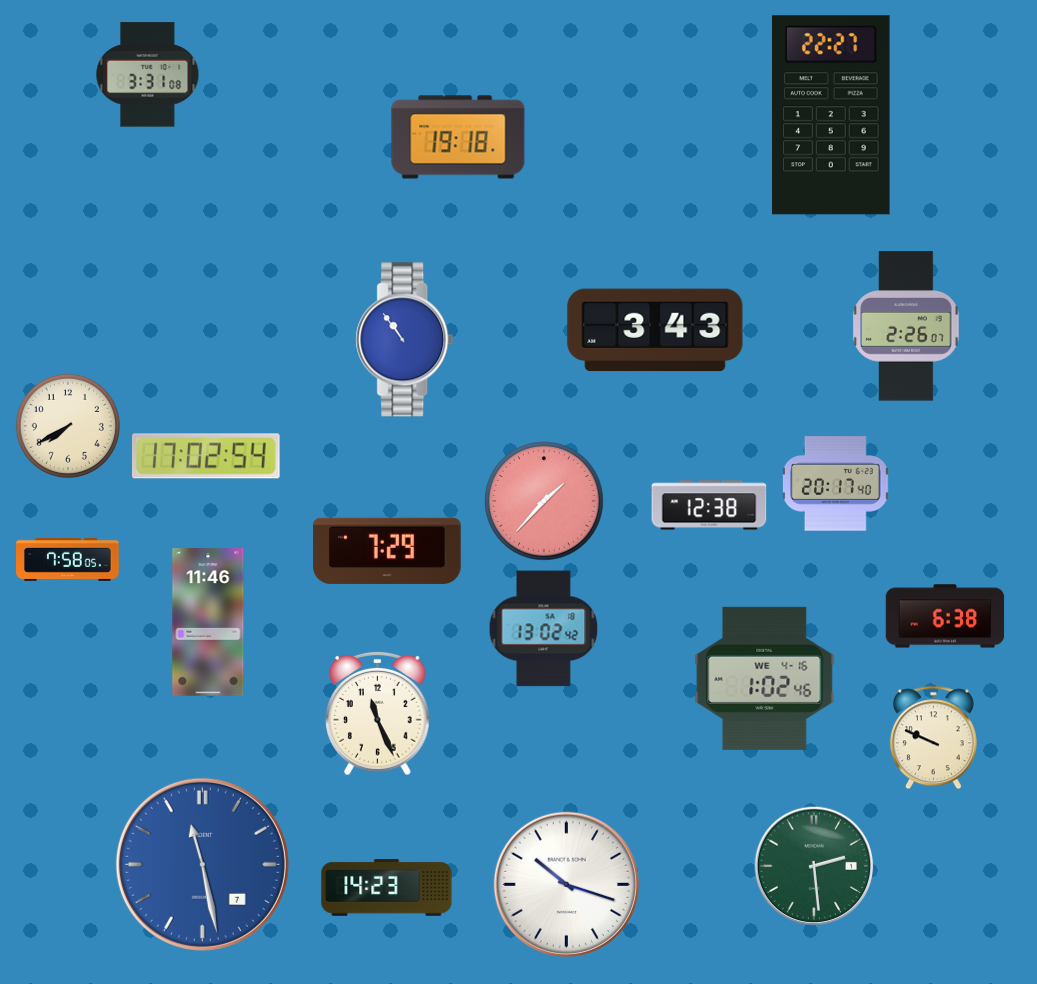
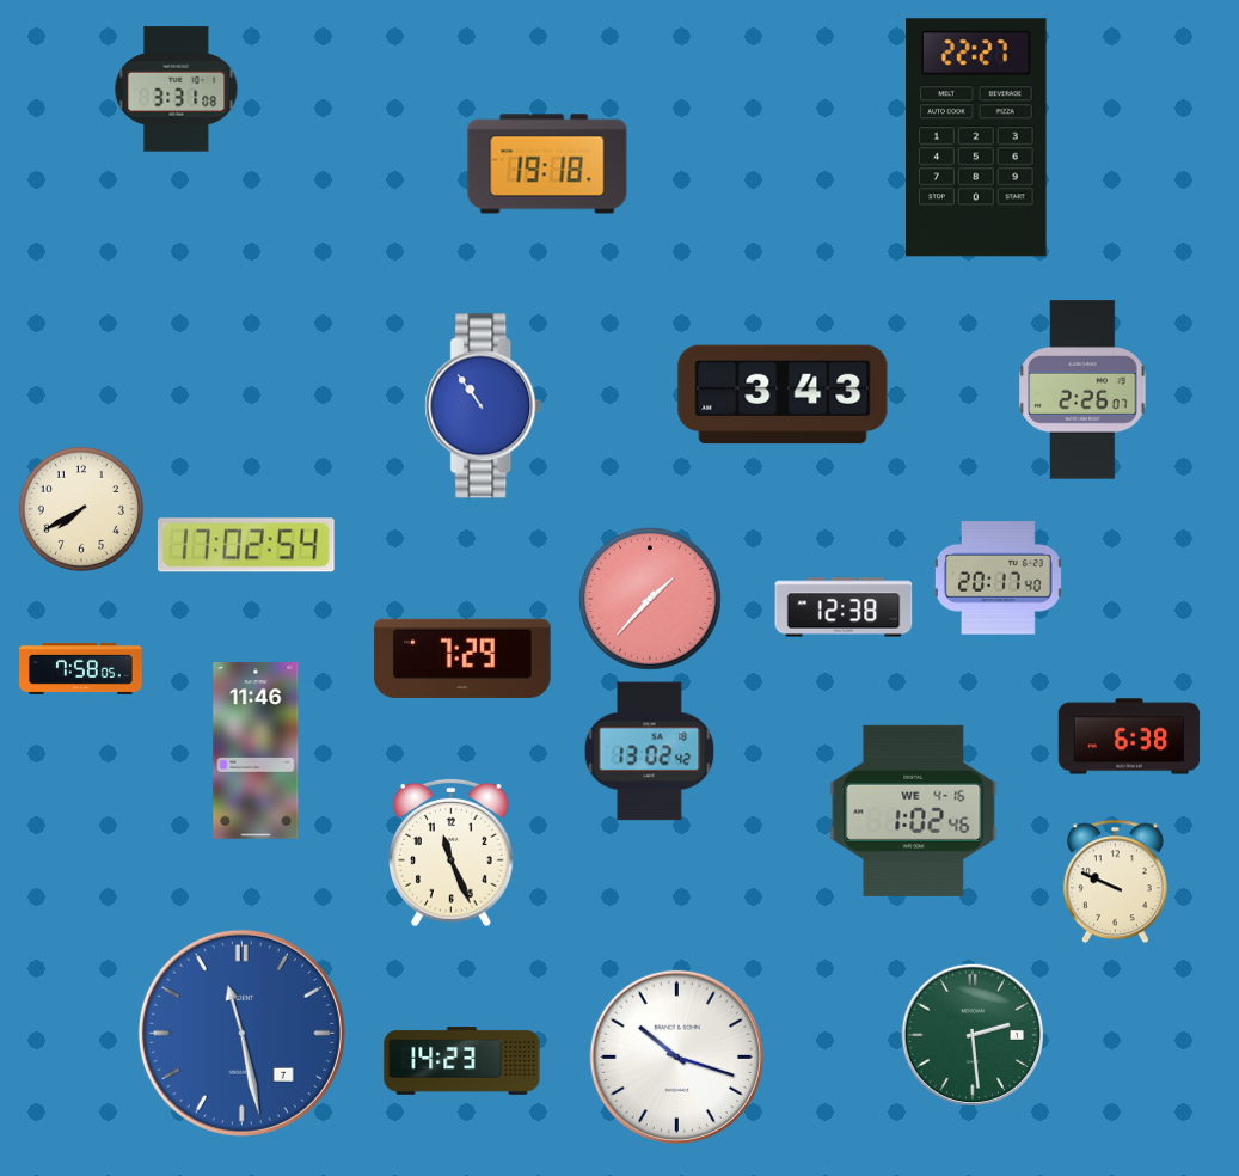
clock at (831, 115) position: (831, 115) -> (976, 137)
clock at (709, 505) position: (709, 505) -> (844, 607)
clock at (208, 622) position: (208, 622) -> (256, 751)
